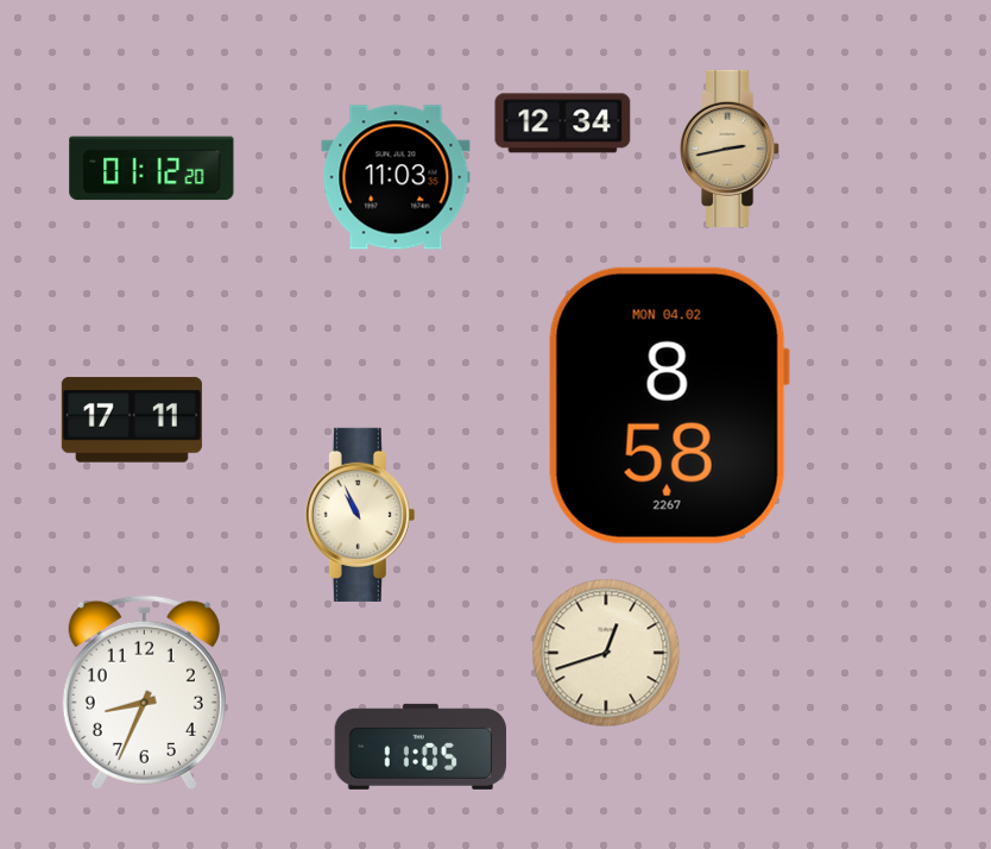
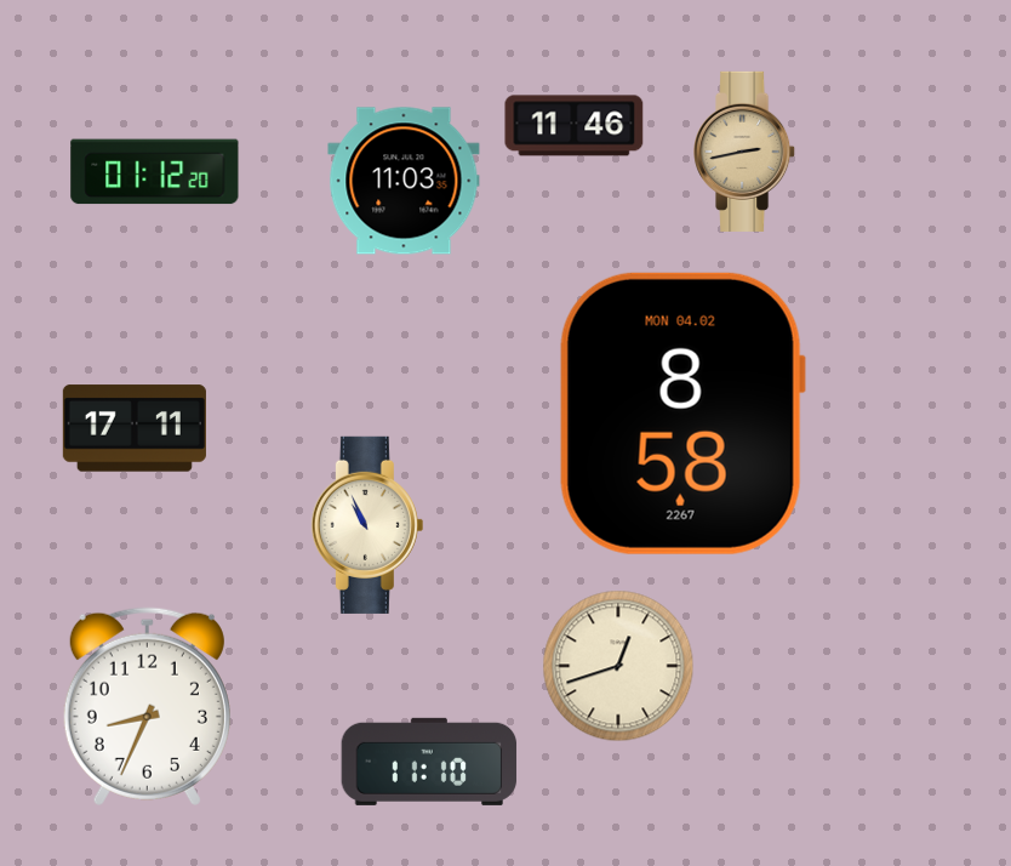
clock at (563, 124): 12:34 -> 11:46
clock at (421, 747): 11:05 -> 11:10
